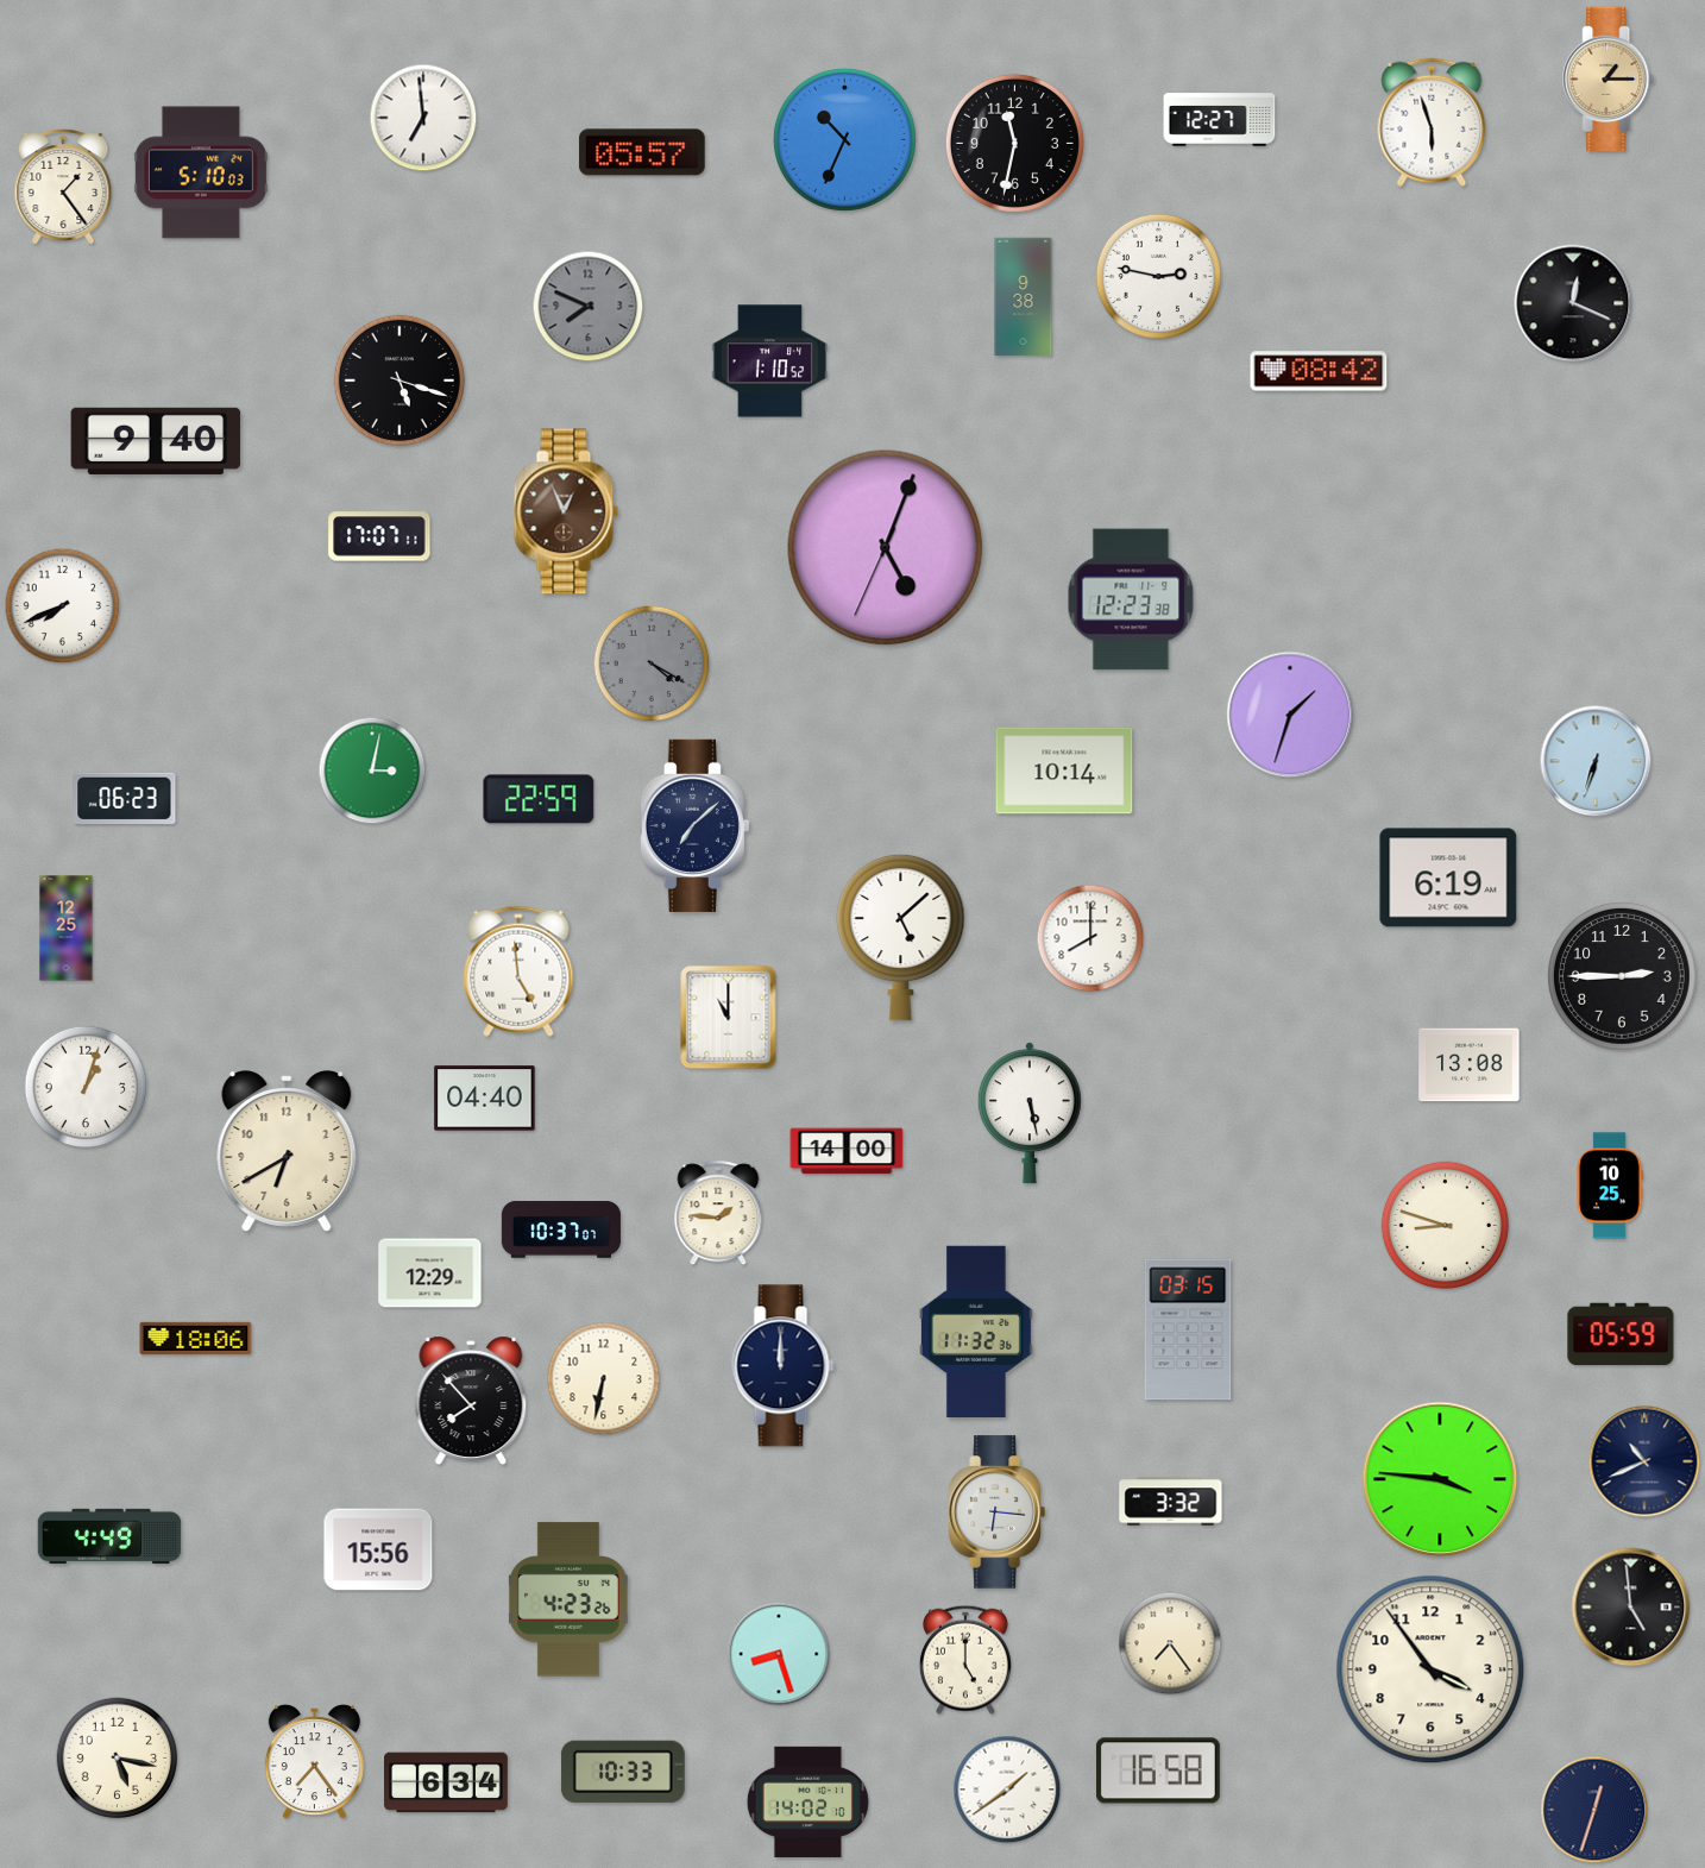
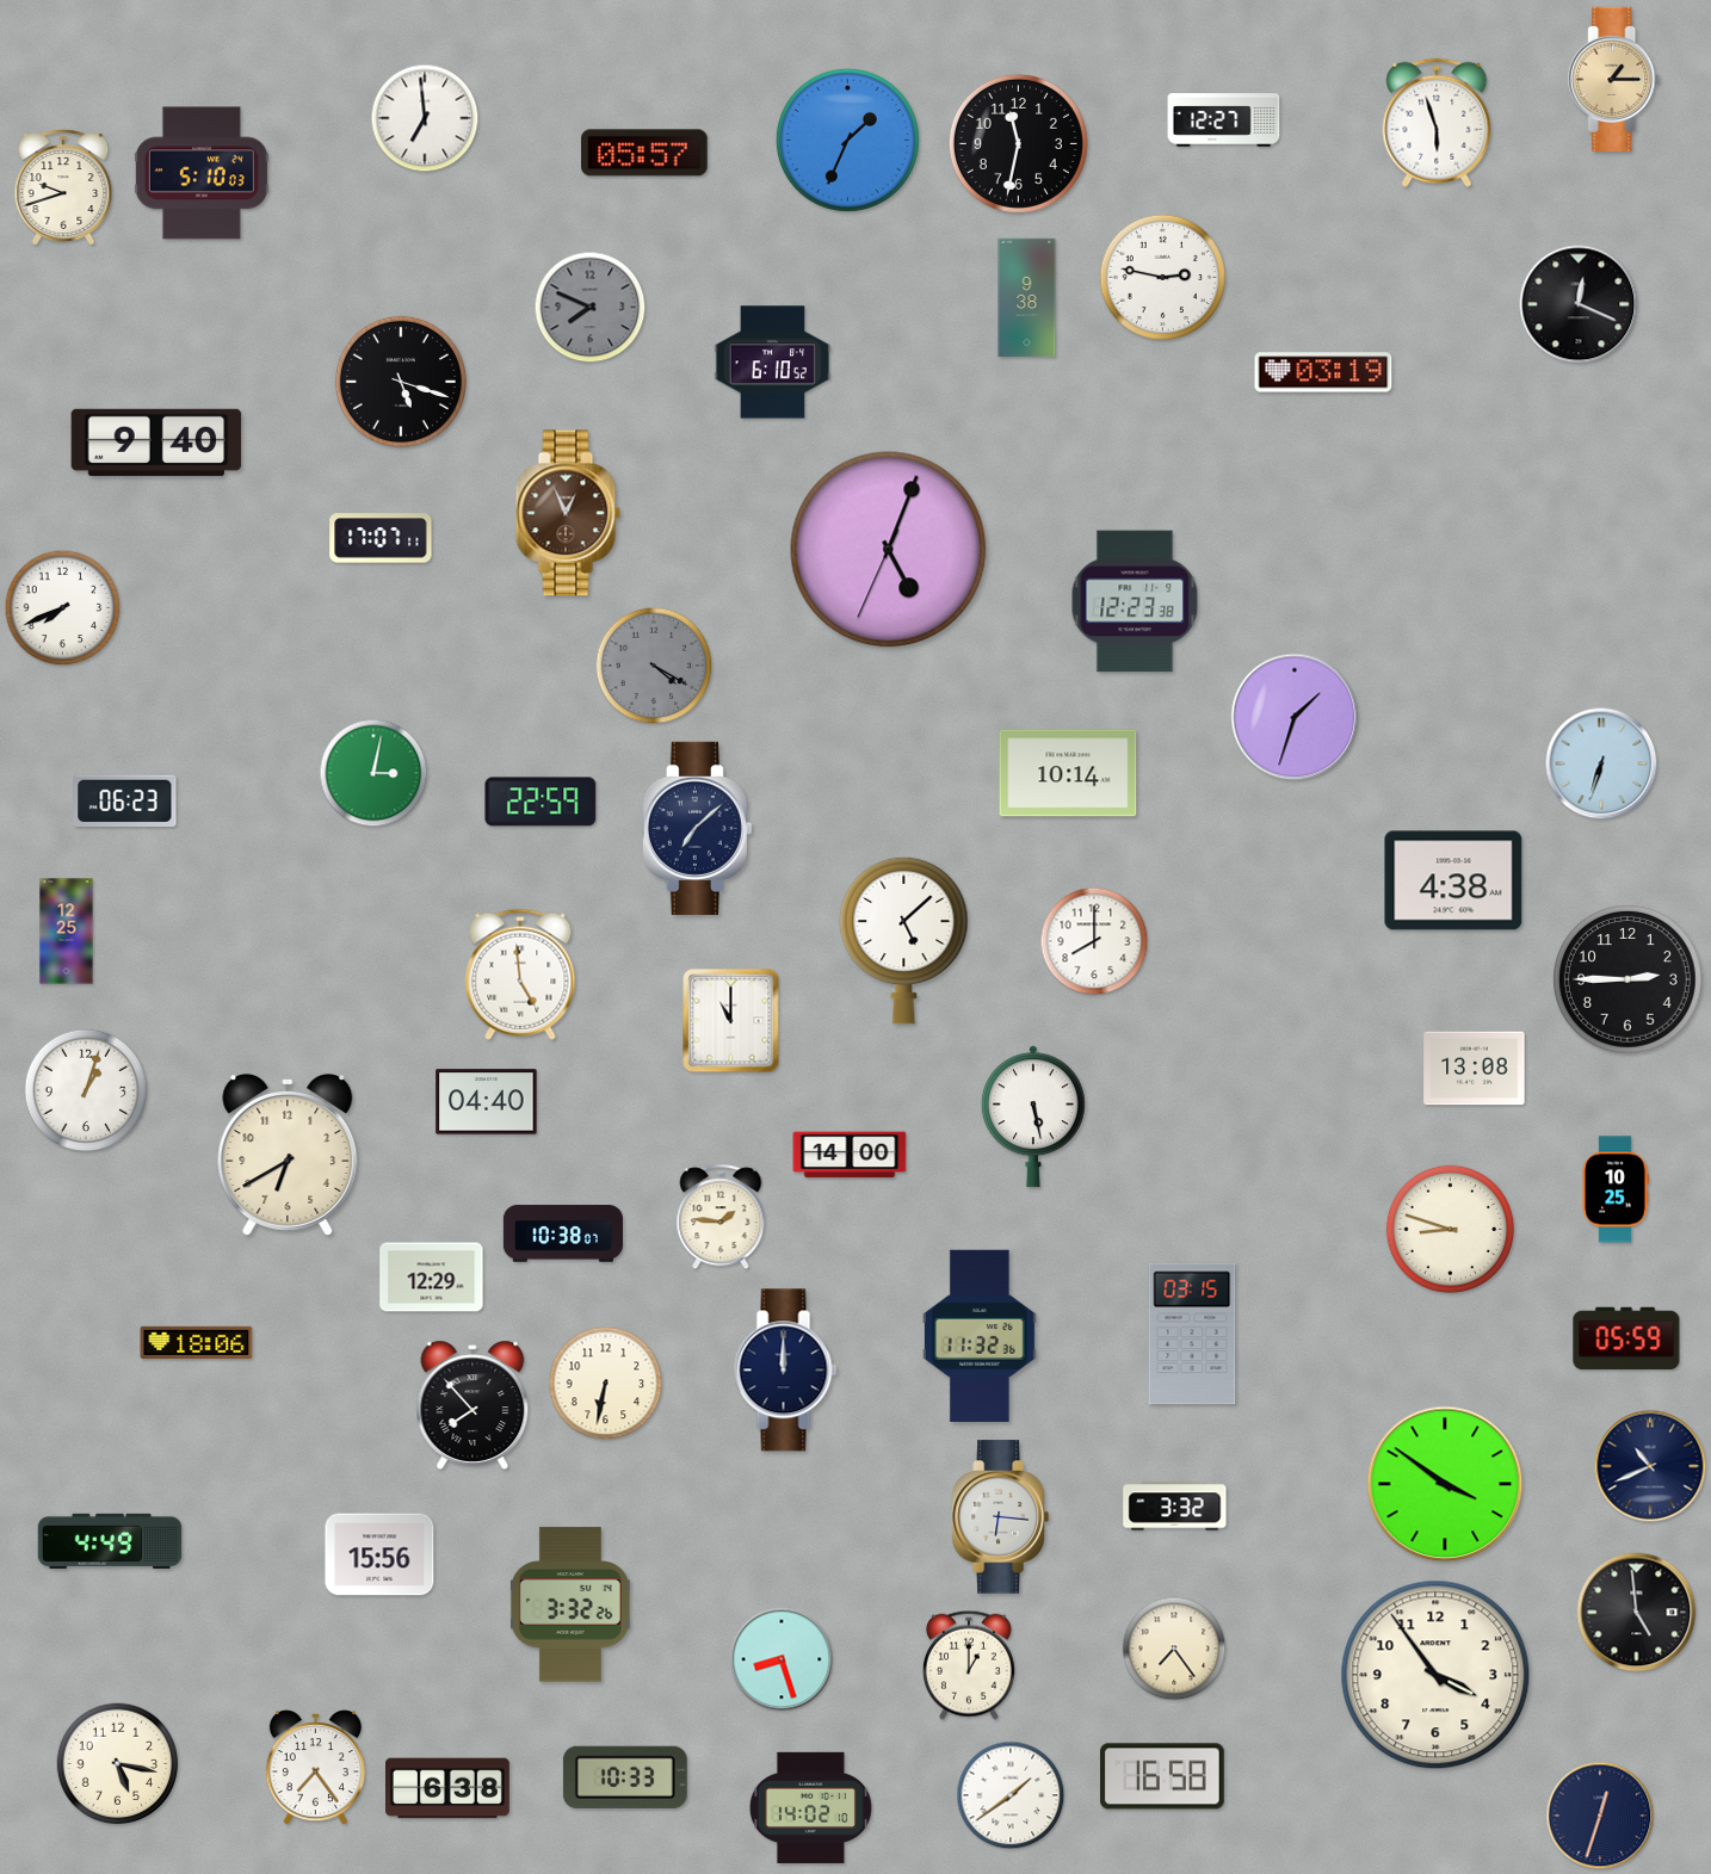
clock at (844, 139): 10:34 -> 1:34
clock at (63, 187): 1:24 -> 9:42
clock at (770, 361): 1:10 -> 6:10
clock at (1319, 371): 08:42 -> 03:19
clock at (1448, 878): 6:19 -> 4:38
clock at (561, 1229): 10:37 -> 10:38
clock at (1440, 1479): 3:46 -> 3:51
clock at (568, 1599): 4:23 -> 3:32
clock at (965, 1660): 5:00 -> 1:00
clock at (447, 1782): 6:34 -> 6:38
